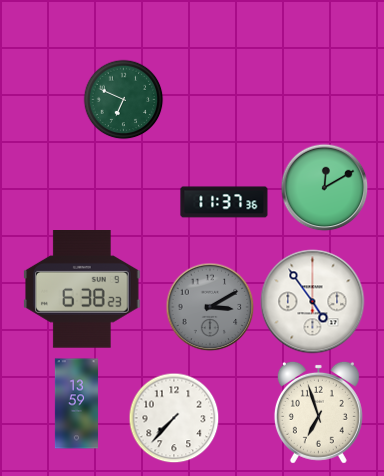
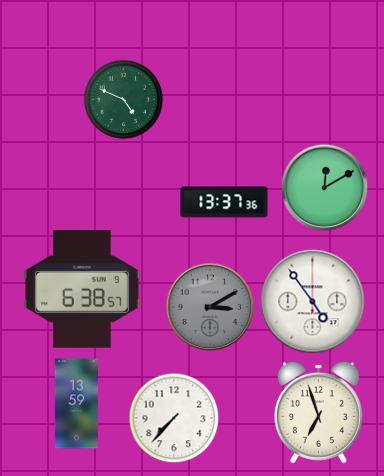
clock at (123, 99): 6:49 -> 4:49
clock at (224, 202): 11:37 -> 13:37
clock at (83, 290): 6:38:23 -> 6:38:57
